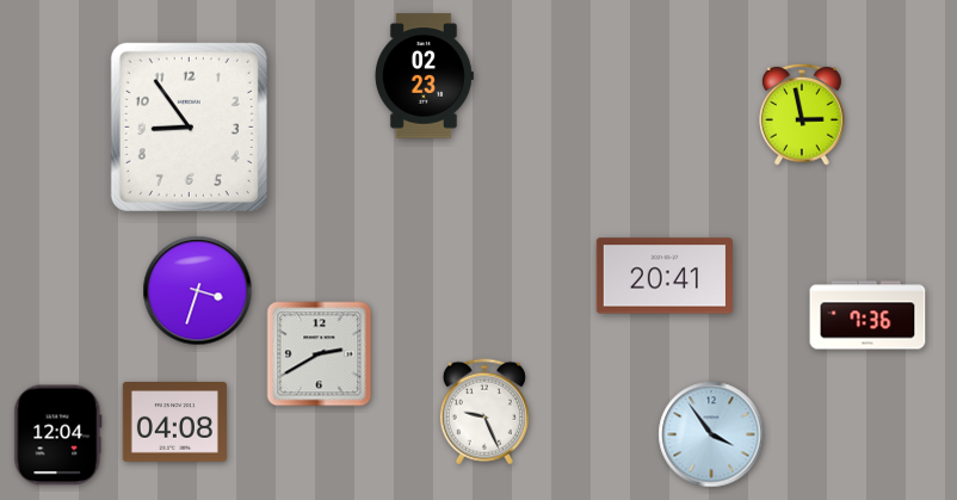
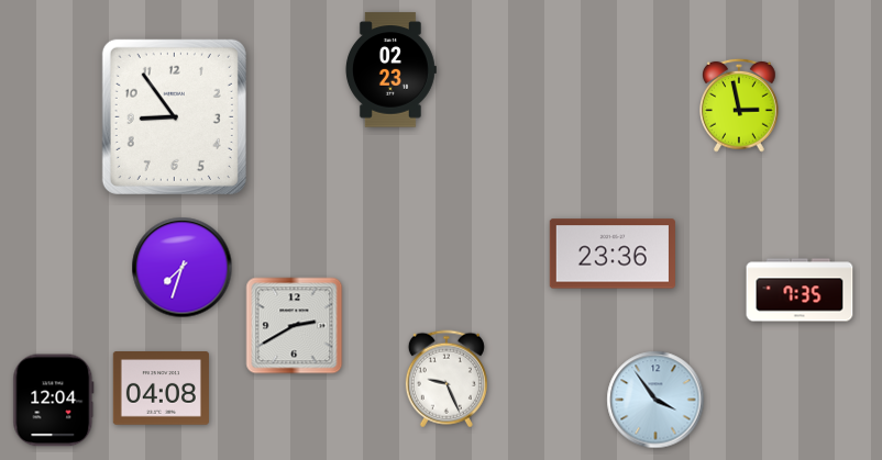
clock at (665, 276): 20:41 -> 23:36
clock at (198, 291): 3:33 -> 7:33
clock at (868, 315): 7:36 -> 7:35
